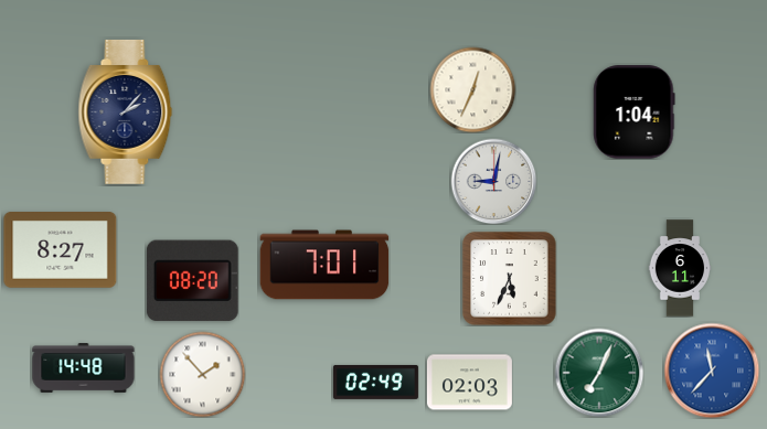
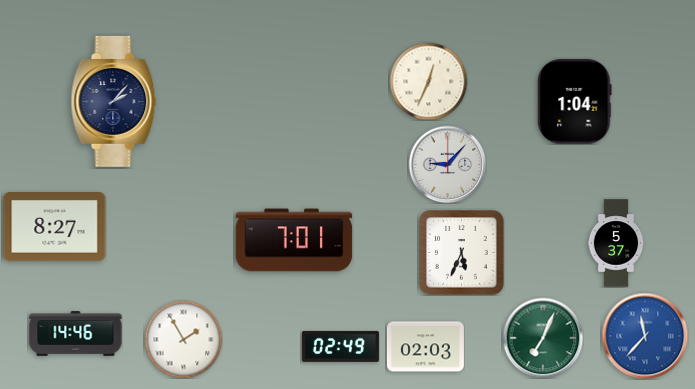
clock at (493, 181): 9:02 -> 9:07
clock at (680, 268): 6:11 -> 5:37
clock at (192, 281): 08:20 -> none
clock at (84, 368): 14:48 -> 14:46
clock at (202, 374): 1:53 -> 1:55
